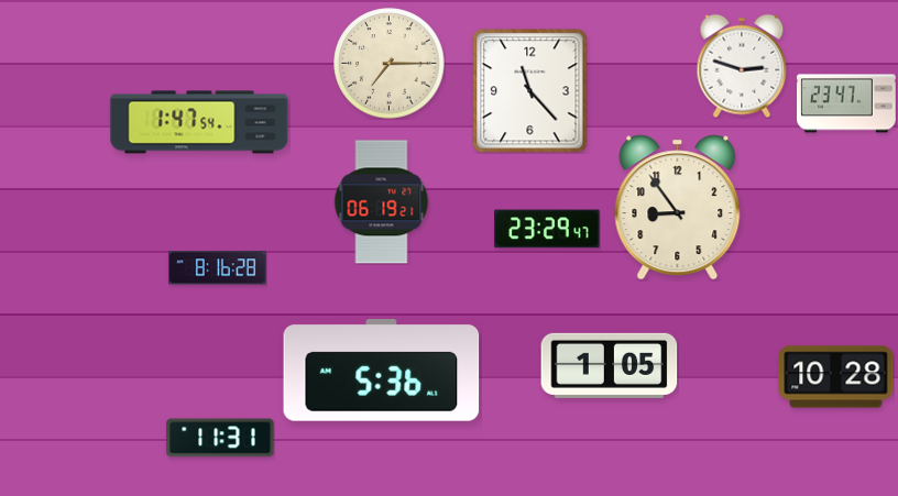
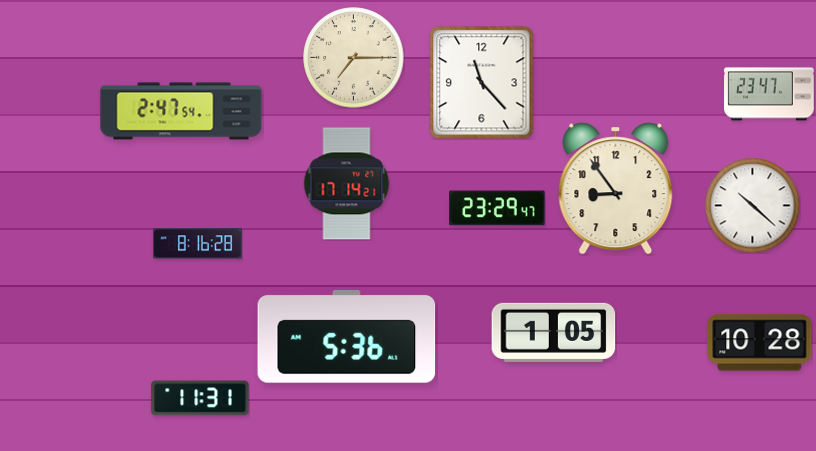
clock at (742, 66): 2:48 -> none
clock at (199, 122): 1:47 -> 2:47
clock at (382, 202): 06:19 -> 17:14
clock at (752, 205): none -> 10:22
